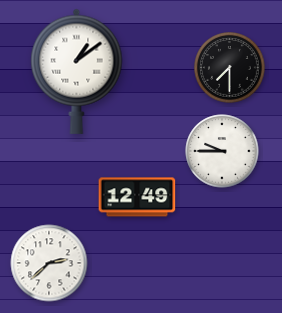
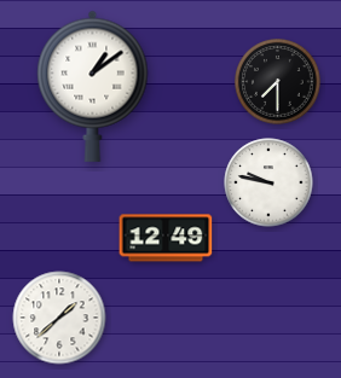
clock at (222, 151): 9:45 -> 9:47
clock at (49, 263): 2:38 -> 1:38
